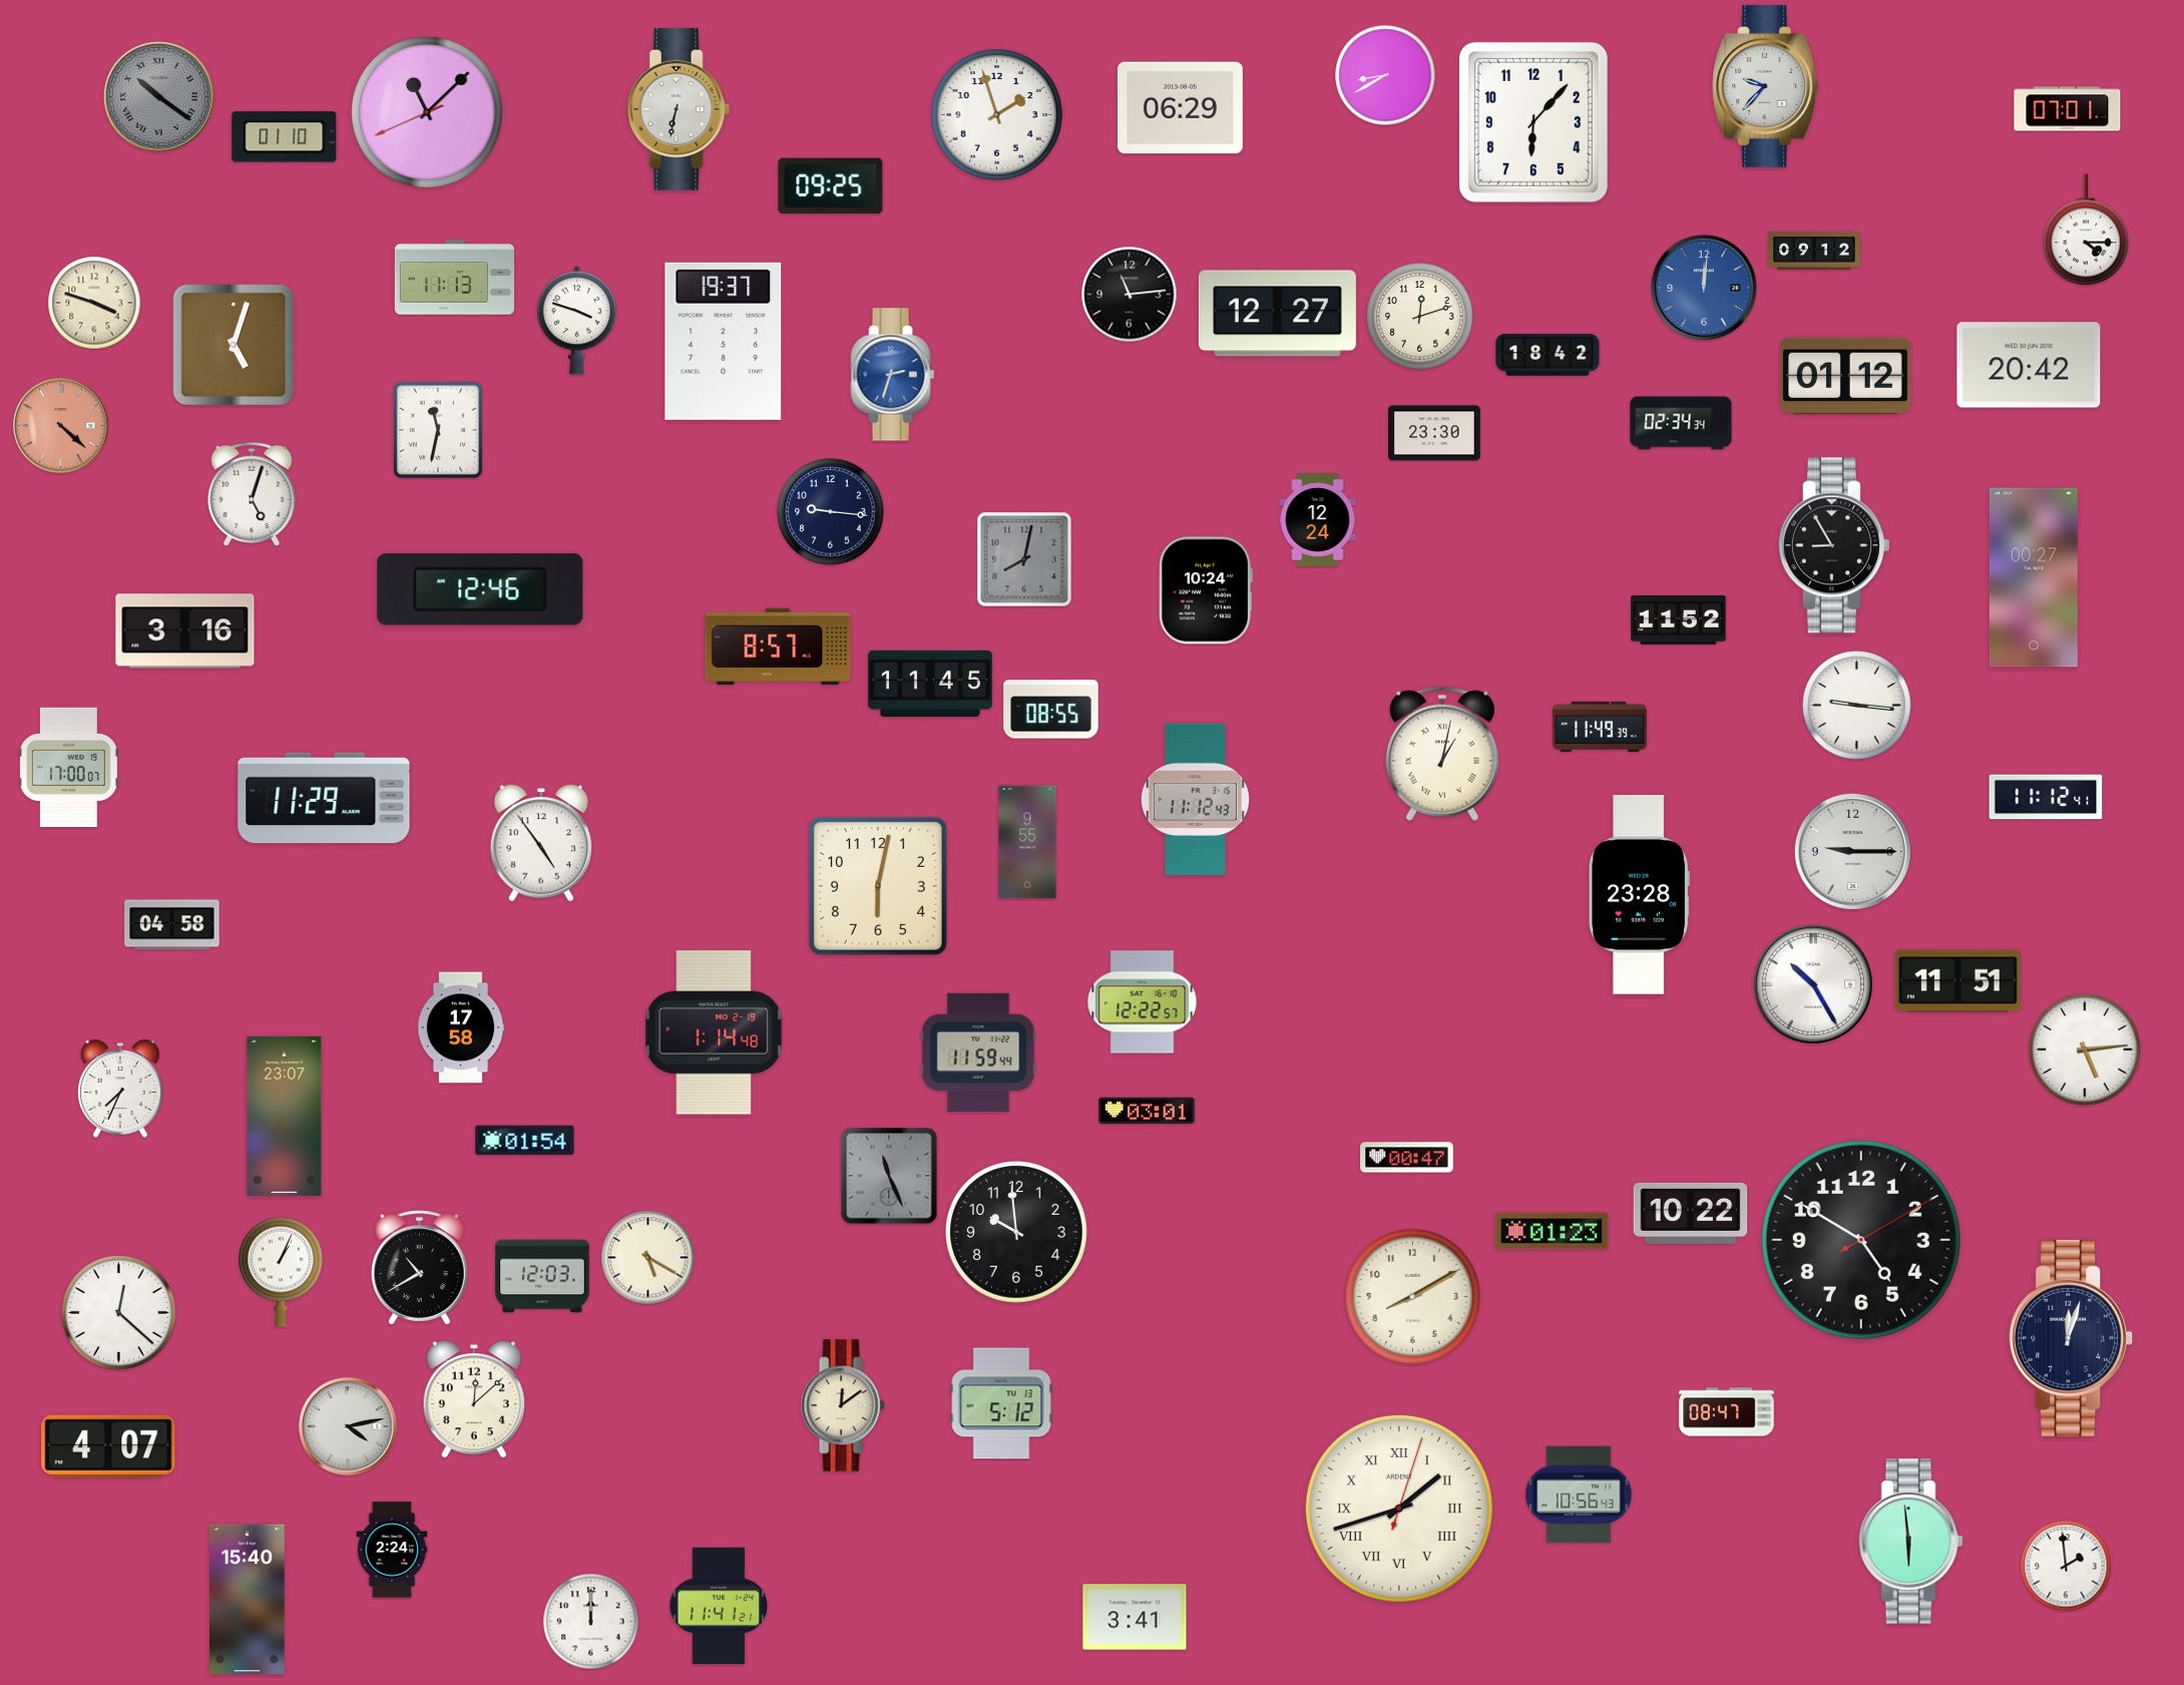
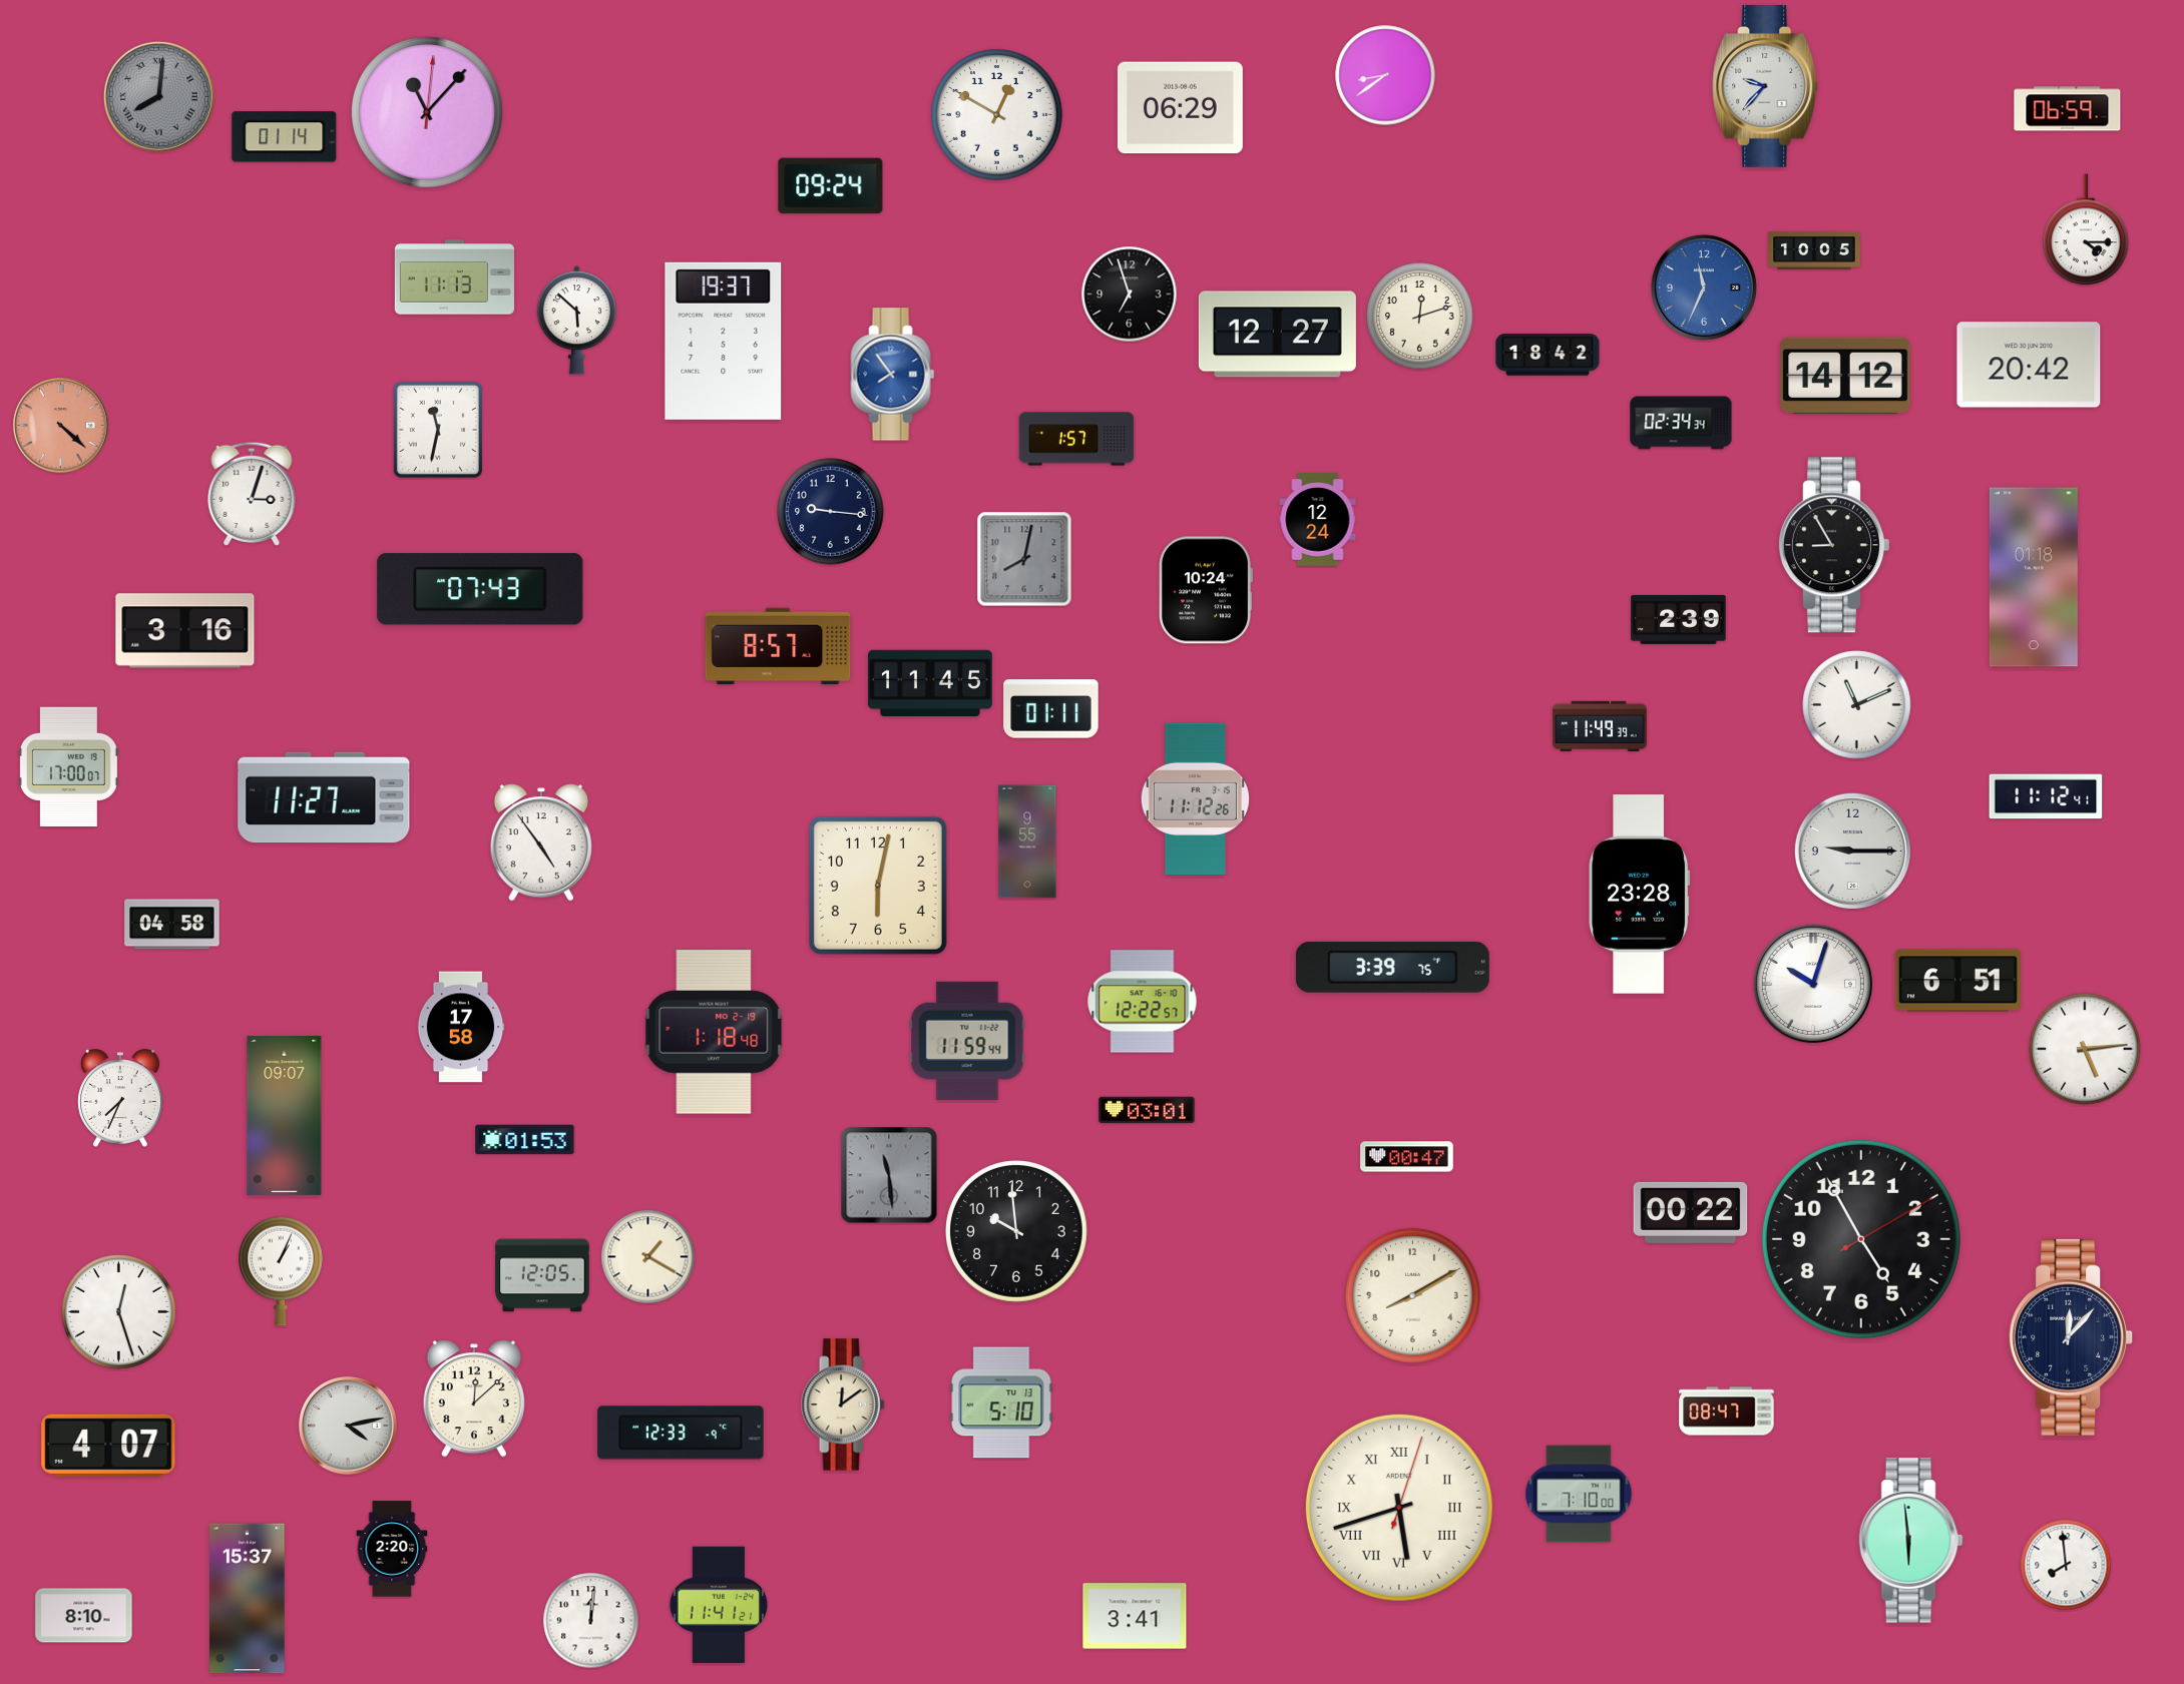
clock at (1385, 75): 8:40 -> 8:39
clock at (158, 96): 10:21 -> 8:01
clock at (679, 109): 6:32 -> none
clock at (2068, 109): 07:01 -> 06:59
clock at (427, 112): 11:07:41 -> 11:07:01
clock at (997, 115): 1:57 -> 12:50
clock at (1534, 122): 6:07 -> none
clock at (285, 137): 01:10 -> 01:14
clock at (831, 186): 09:25 -> 09:24
clock at (1814, 251): 09:12 -> 10:05
clock at (1704, 288): 12:01 -> 11:34
clock at (1130, 295): 11:14 -> 6:57
clock at (94, 303): 3:48 -> none
clock at (1277, 314) position: (1277, 314) -> (1277, 335)
clock at (576, 321): 3:48 -> 5:52
clock at (234, 345): 5:03 -> none
clock at (893, 375): 2:33 -> 7:54
clock at (1845, 376): 01:12 -> 14:12
clock at (1434, 433): 23:30 -> none
clock at (1076, 439): none -> 1:57
clock at (252, 494): 5:03 -> 3:03
clock at (2034, 577): 00:27 -> 01:18
clock at (480, 589): 12:46 -> 07:43
clock at (1679, 619): 11:52 -> 2:39
clock at (1857, 706): 9:16 -> 11:11
clock at (1051, 710): 08:55 -> 01:11
clock at (1442, 754): 1:02 -> none
clock at (324, 798): 11:29 -> 11:27
clock at (1195, 800): 11:12:43 -> 11:12:26
clock at (1392, 968): none -> 3:39
clock at (1957, 981): 11:51 -> 6:51
clock at (1813, 984): 10:25 -> 10:03
clock at (714, 1032): 1:14 -> 1:18
clock at (978, 1051) position: (978, 1051) -> (967, 1040)
clock at (120, 1089) position: (120, 1089) -> (120, 1098)
clock at (285, 1116): 23:07 -> 09:07
clock at (525, 1141): 01:54 -> 01:53
clock at (889, 1176): 11:26 -> 11:29
clock at (1691, 1213): 10:22 -> 00:22
clock at (1552, 1231): 01:23 -> none
clock at (1861, 1240): 4:50 -> 4:55
clock at (648, 1258): 5:20 -> 1:20
clock at (420, 1268): 10:40 -> none
clock at (542, 1276): 12:03 -> 12:05
clock at (119, 1313): 12:22 -> 12:27
clock at (2072, 1338): 12:03 -> 12:07
clock at (1001, 1403): 5:12 -> 5:10
clock at (681, 1433): none -> 12:33
clock at (1579, 1495): 10:56 -> 7:10
clock at (1399, 1509): 1:42 -> 5:42
clock at (392, 1550): 2:24 -> 2:20
clock at (2066, 1566): 1:59 -> 7:59
clock at (248, 1600): 15:40 -> 15:37
clock at (84, 1616): none -> 8:10
clock at (591, 1622): 12:00 -> 12:01
